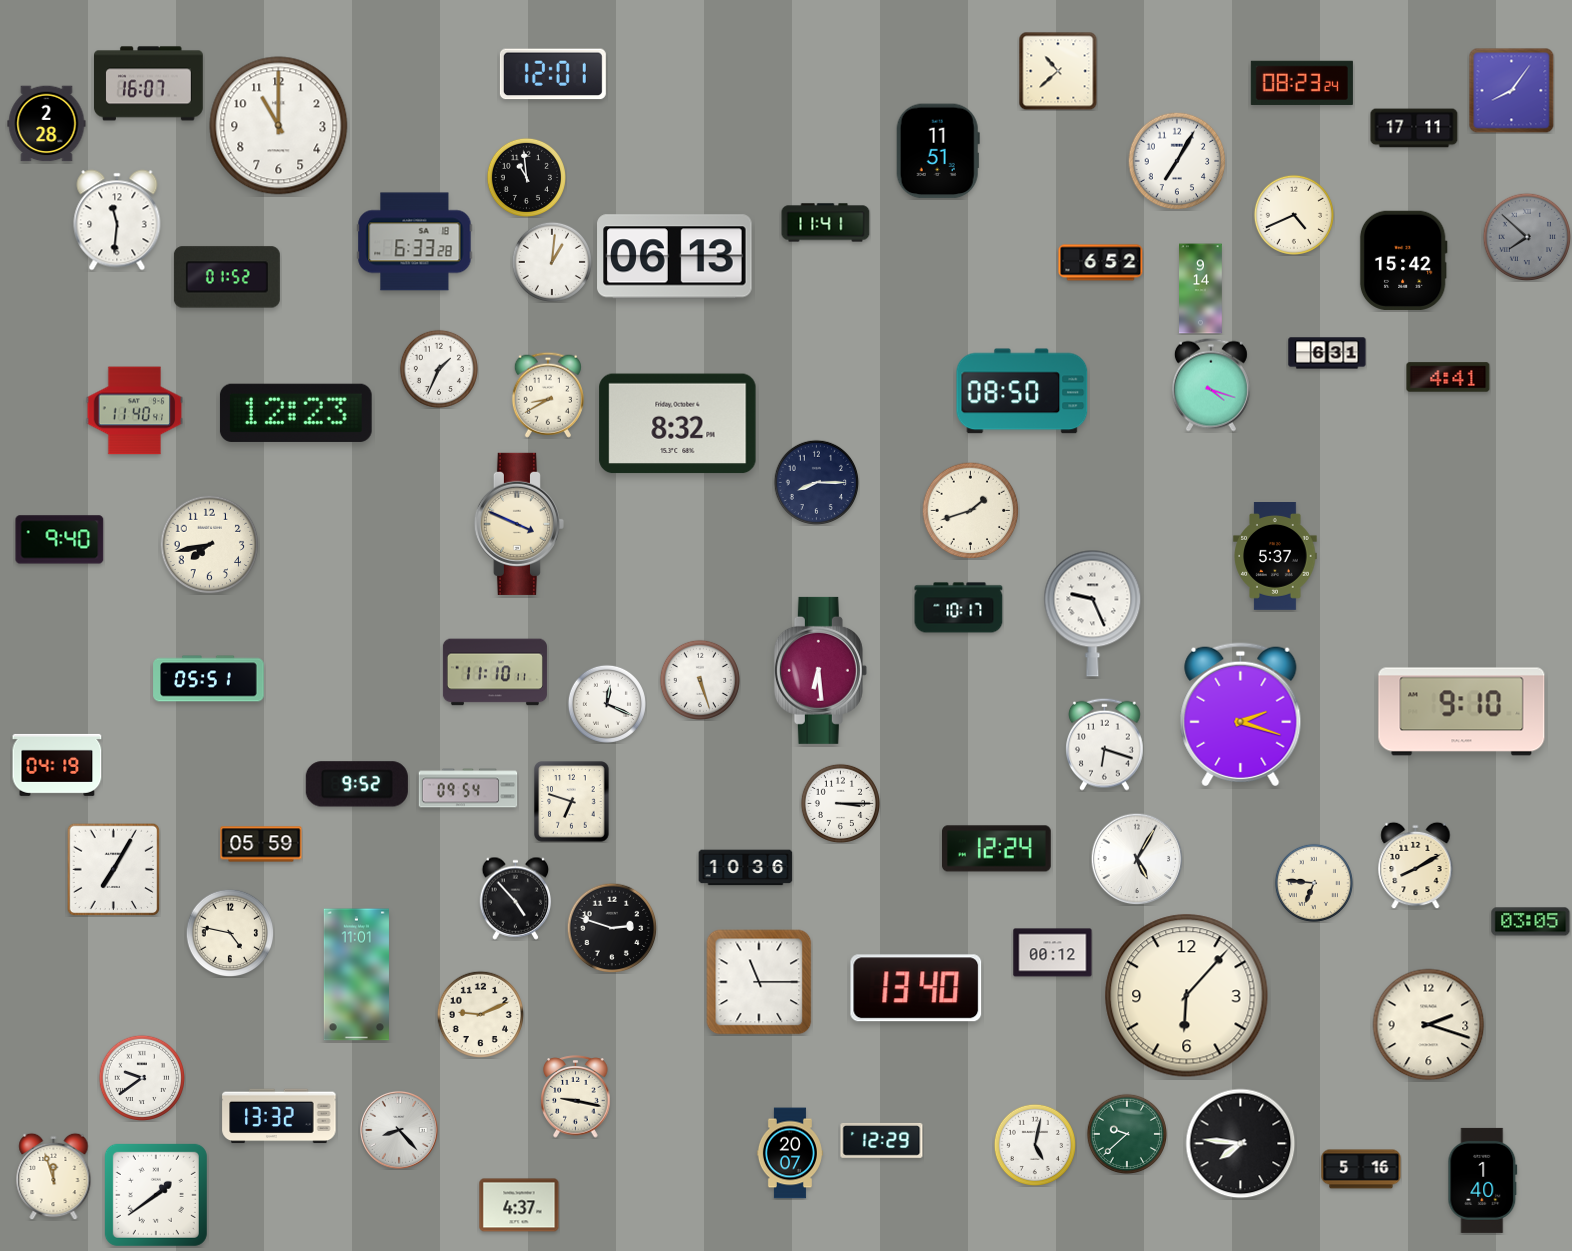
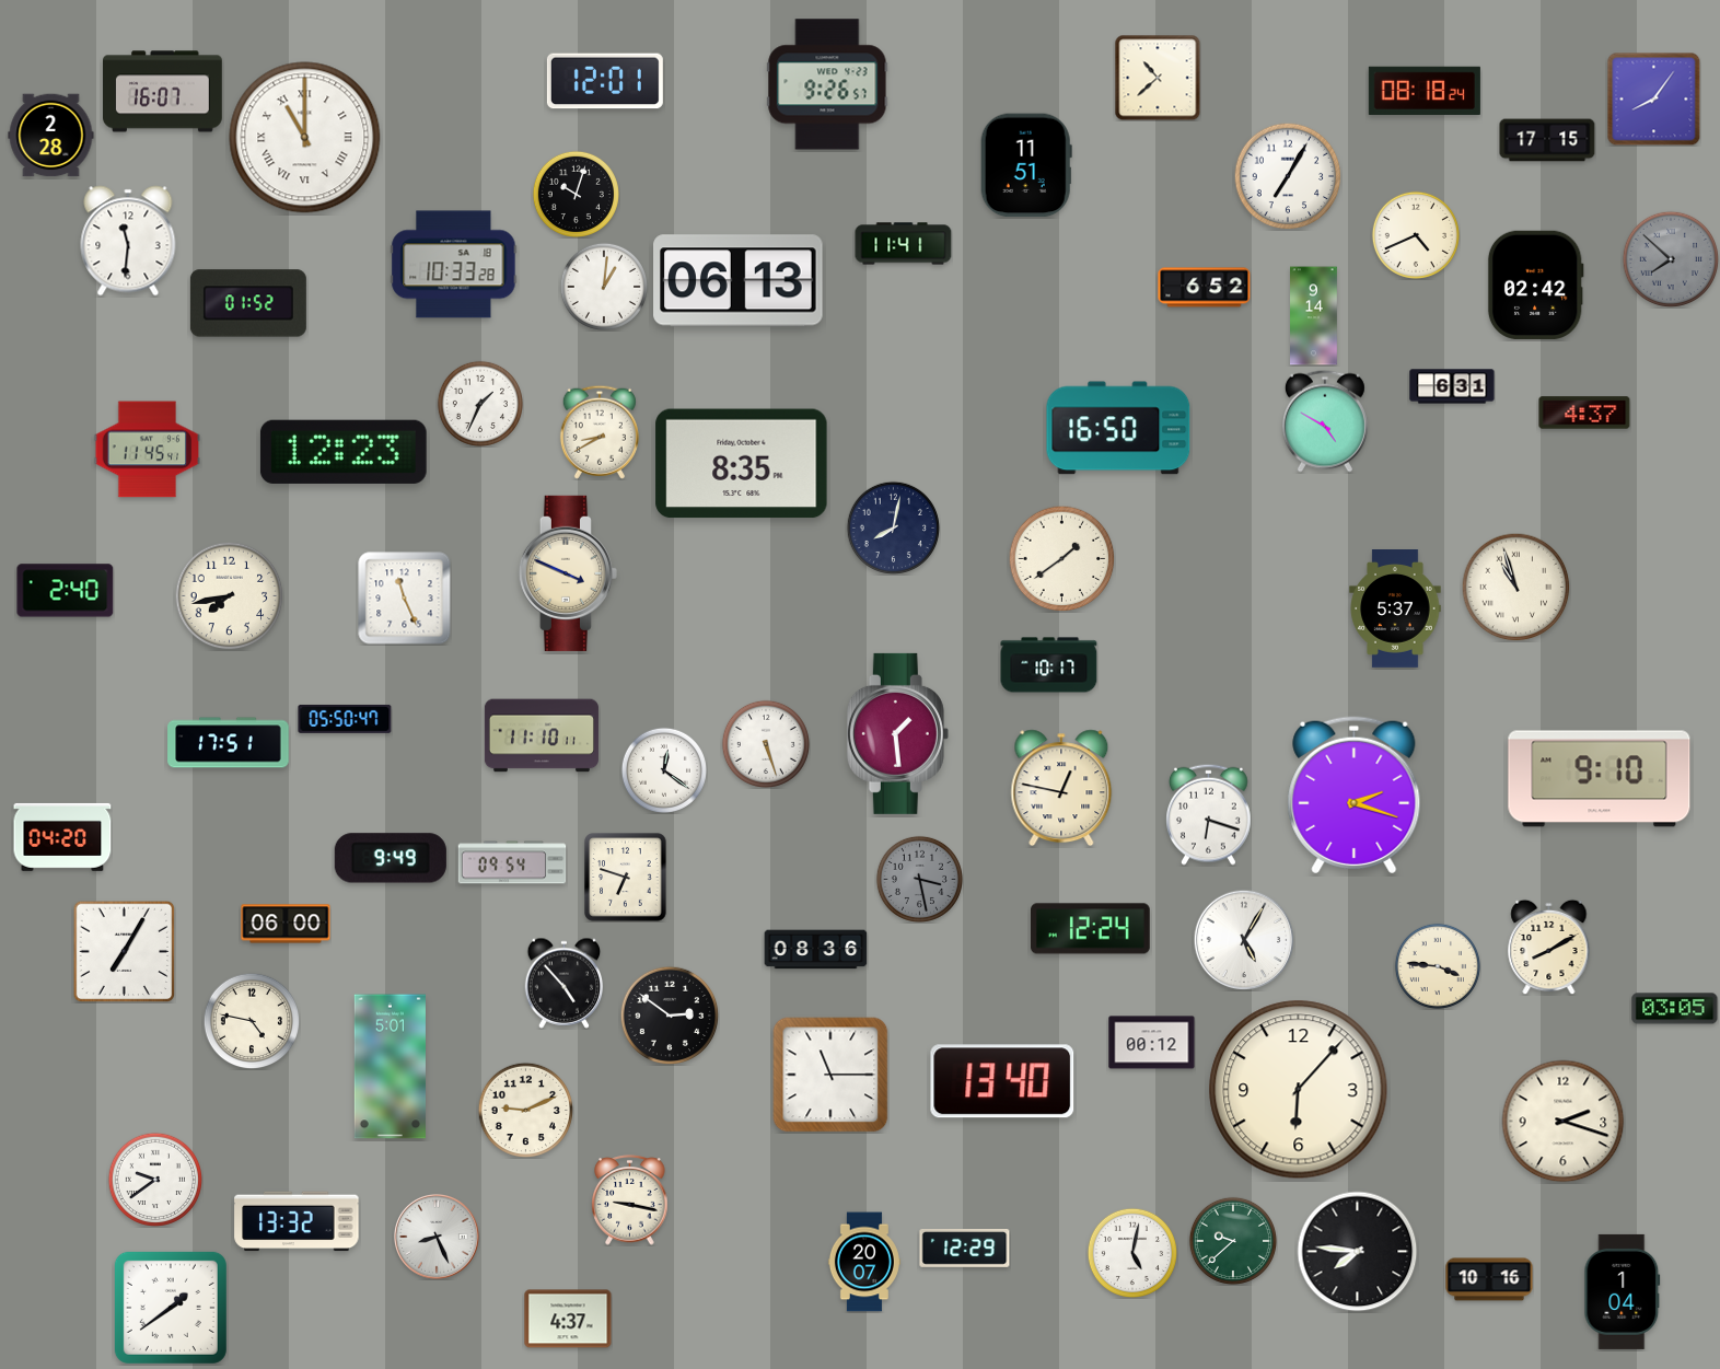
clock at (827, 84): none -> 9:26
clock at (1302, 83): 08:23 -> 08:18
clock at (279, 126) numerals: Arabic -> Roman
clock at (1414, 128): 17:11 -> 17:15
clock at (526, 177): 10:59 -> 10:03
clock at (415, 242): 6:33 -> 10:33
clock at (1403, 260): 15:42 -> 02:42
clock at (1448, 377): 4:41 -> 4:37
clock at (1211, 385): 4:18 -> 4:50
clock at (1022, 391): 08:50 -> 16:50
clock at (135, 411): 11:40 -> 11:45
clock at (296, 413) position: (296, 413) -> (344, 452)
clock at (678, 424): 8:32 -> 8:35
clock at (816, 482): 8:15 -> 8:02
clock at (970, 510): 1:42 -> 1:39
clock at (1516, 588): none -> 10:57
clock at (60, 540): 9:40 -> 2:40
clock at (405, 599): none -> 11:26
clock at (1093, 613): 9:26 -> none
clock at (345, 719): none -> 05:50
clock at (820, 670): 6:29 -> 1:29
clock at (209, 679): 05:51 -> 17:51
clock at (607, 704): 12:19 -> 12:21
clock at (1241, 715) position: (1241, 715) -> (1355, 796)
clock at (1061, 788): none -> 12:47
clock at (57, 765): 04:19 -> 04:20
clock at (357, 784): 9:52 -> 9:49
clock at (840, 803): 3:15 -> 3:28
clock at (840, 803) dial: white -> grey
clock at (261, 844): 05:59 -> 06:00
clock at (746, 868): 10:36 -> 08:36
clock at (1314, 883): 6:46 -> 3:46
clock at (612, 928): 2:48 -> 2:51
clock at (356, 975): 11:01 -> 5:01
clock at (279, 1116) position: (279, 1116) -> (297, 1221)
clock at (400, 1131): 8:23 -> 8:26
clock at (1361, 1169): 5:16 -> 10:16
clock at (54, 1176): 11:57 -> none
clock at (1483, 1180): 1:40 -> 1:04
